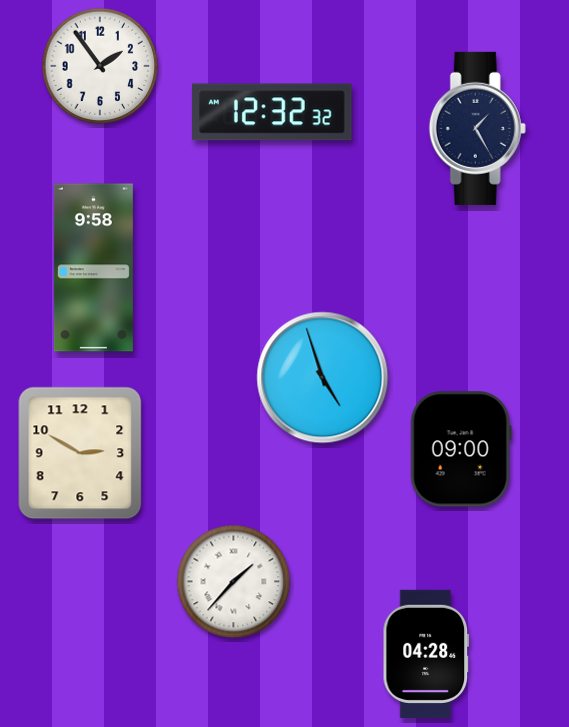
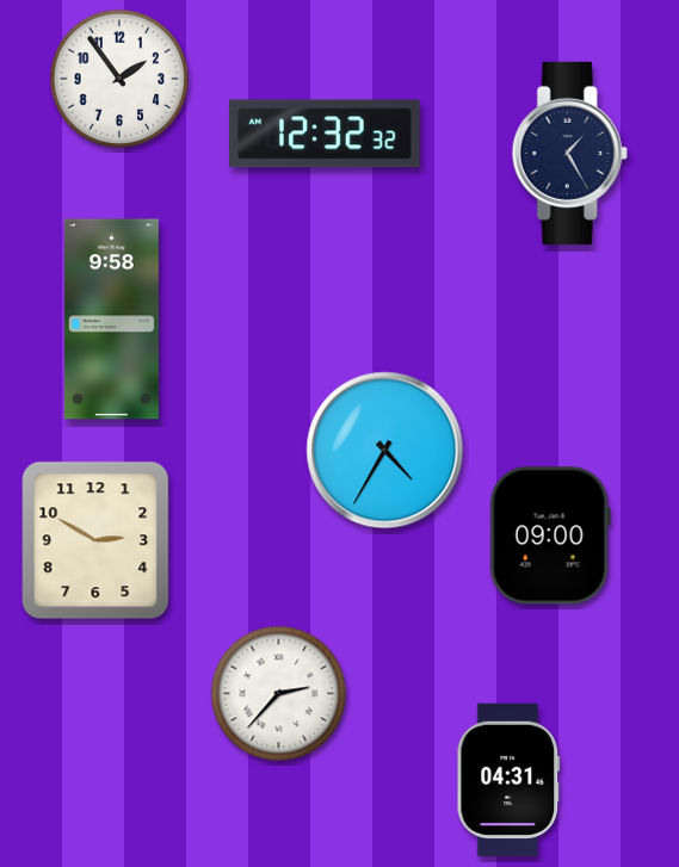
clock at (323, 378): 4:57 -> 4:35
clock at (234, 582): 1:37 -> 2:37
clock at (426, 654): 04:28 -> 04:31
